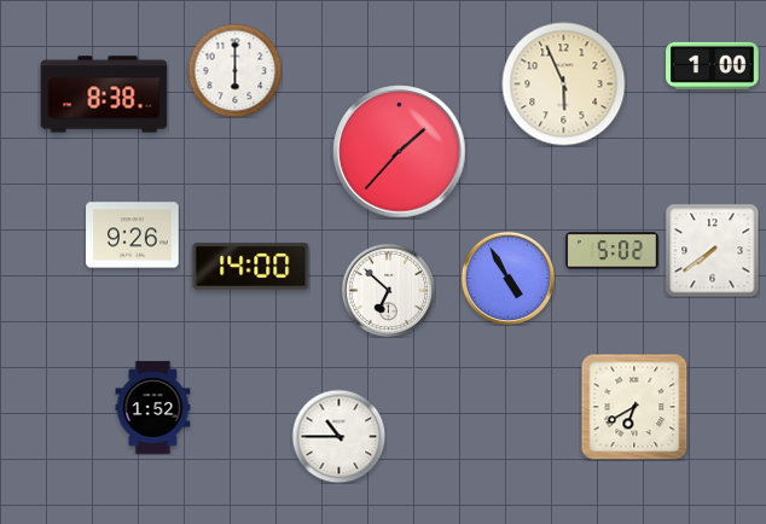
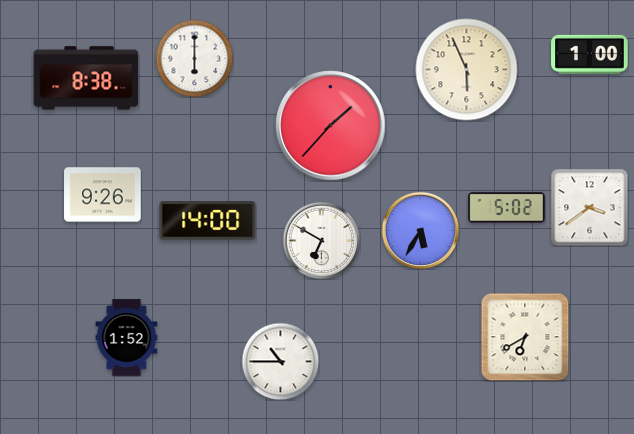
clock at (133, 235) position: (133, 235) -> (103, 195)
clock at (712, 250): 7:39 -> 3:39
clock at (507, 278): 4:55 -> 5:35
clock at (388, 290): 6:52 -> 6:50
